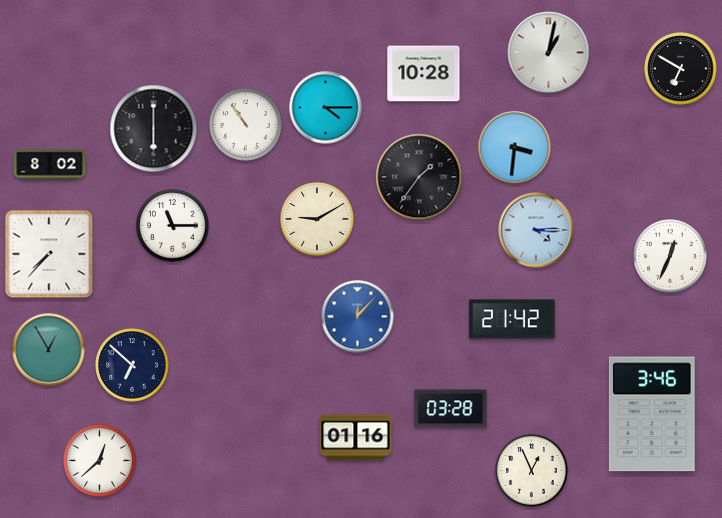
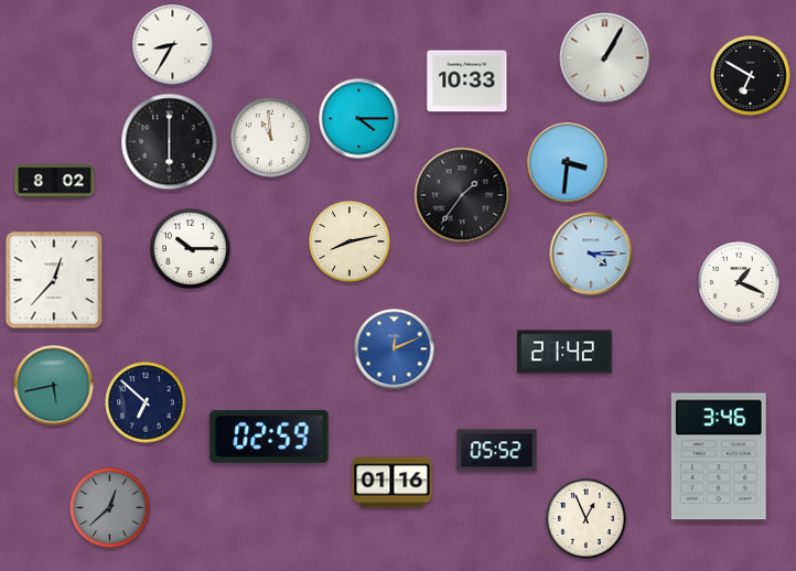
clock at (173, 45): none -> 8:35
clock at (549, 53): 1:02 -> 1:05
clock at (424, 74): 10:28 -> 10:33
clock at (246, 125): 10:54 -> 10:59
clock at (317, 219): 9:10 -> 8:13
clock at (173, 226): 11:15 -> 10:15
clock at (49, 254): 7:37 -> 12:37
clock at (670, 256): 12:34 -> 1:19
clock at (358, 317): 12:07 -> 12:11
clock at (49, 350): 12:55 -> 5:43
clock at (269, 437): none -> 02:59
clock at (451, 409): 03:28 -> 05:52
clock at (100, 461) dial: white -> grey
